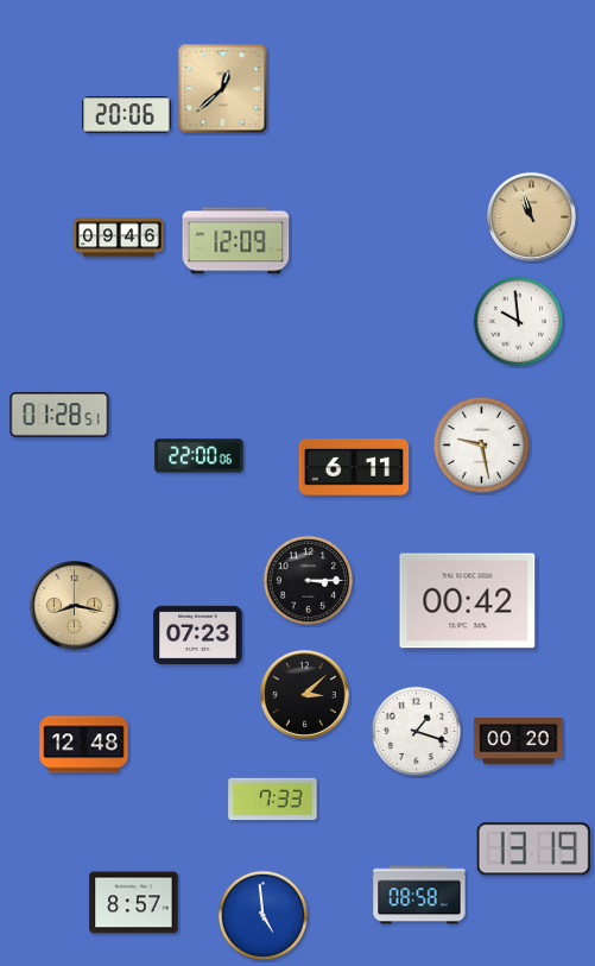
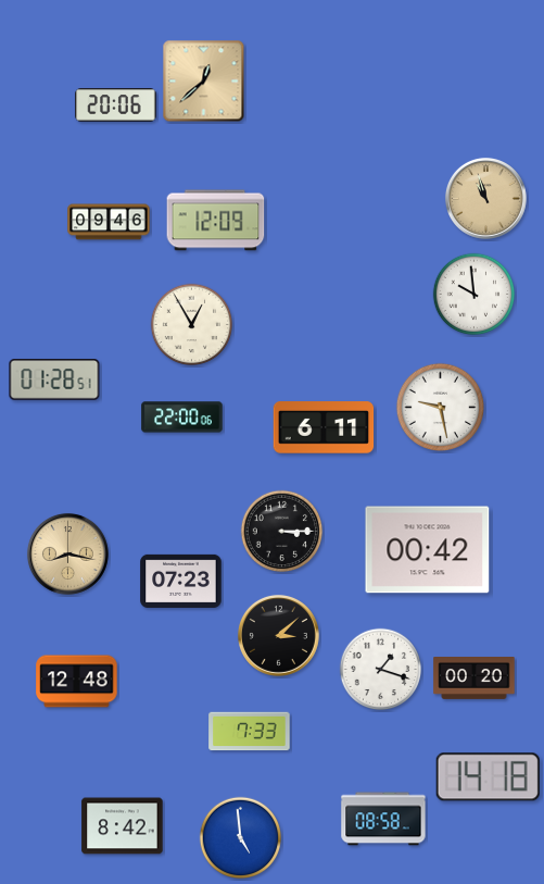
clock at (119, 238) position: (119, 238) -> (109, 222)
clock at (192, 325): none -> 12:55
clock at (533, 850): 13:19 -> 14:18
clock at (134, 903): 8:57 -> 8:42
